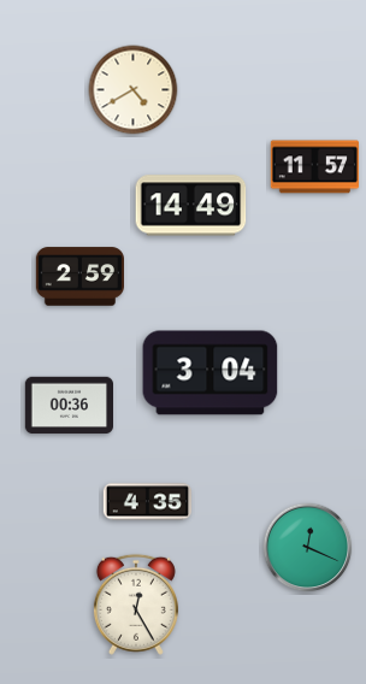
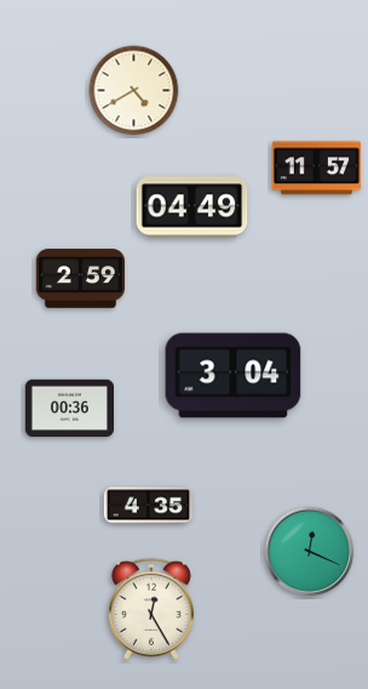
clock at (191, 206): 14:49 -> 04:49
clock at (211, 373) position: (211, 373) -> (234, 376)
clock at (136, 605) position: (136, 605) -> (151, 609)
